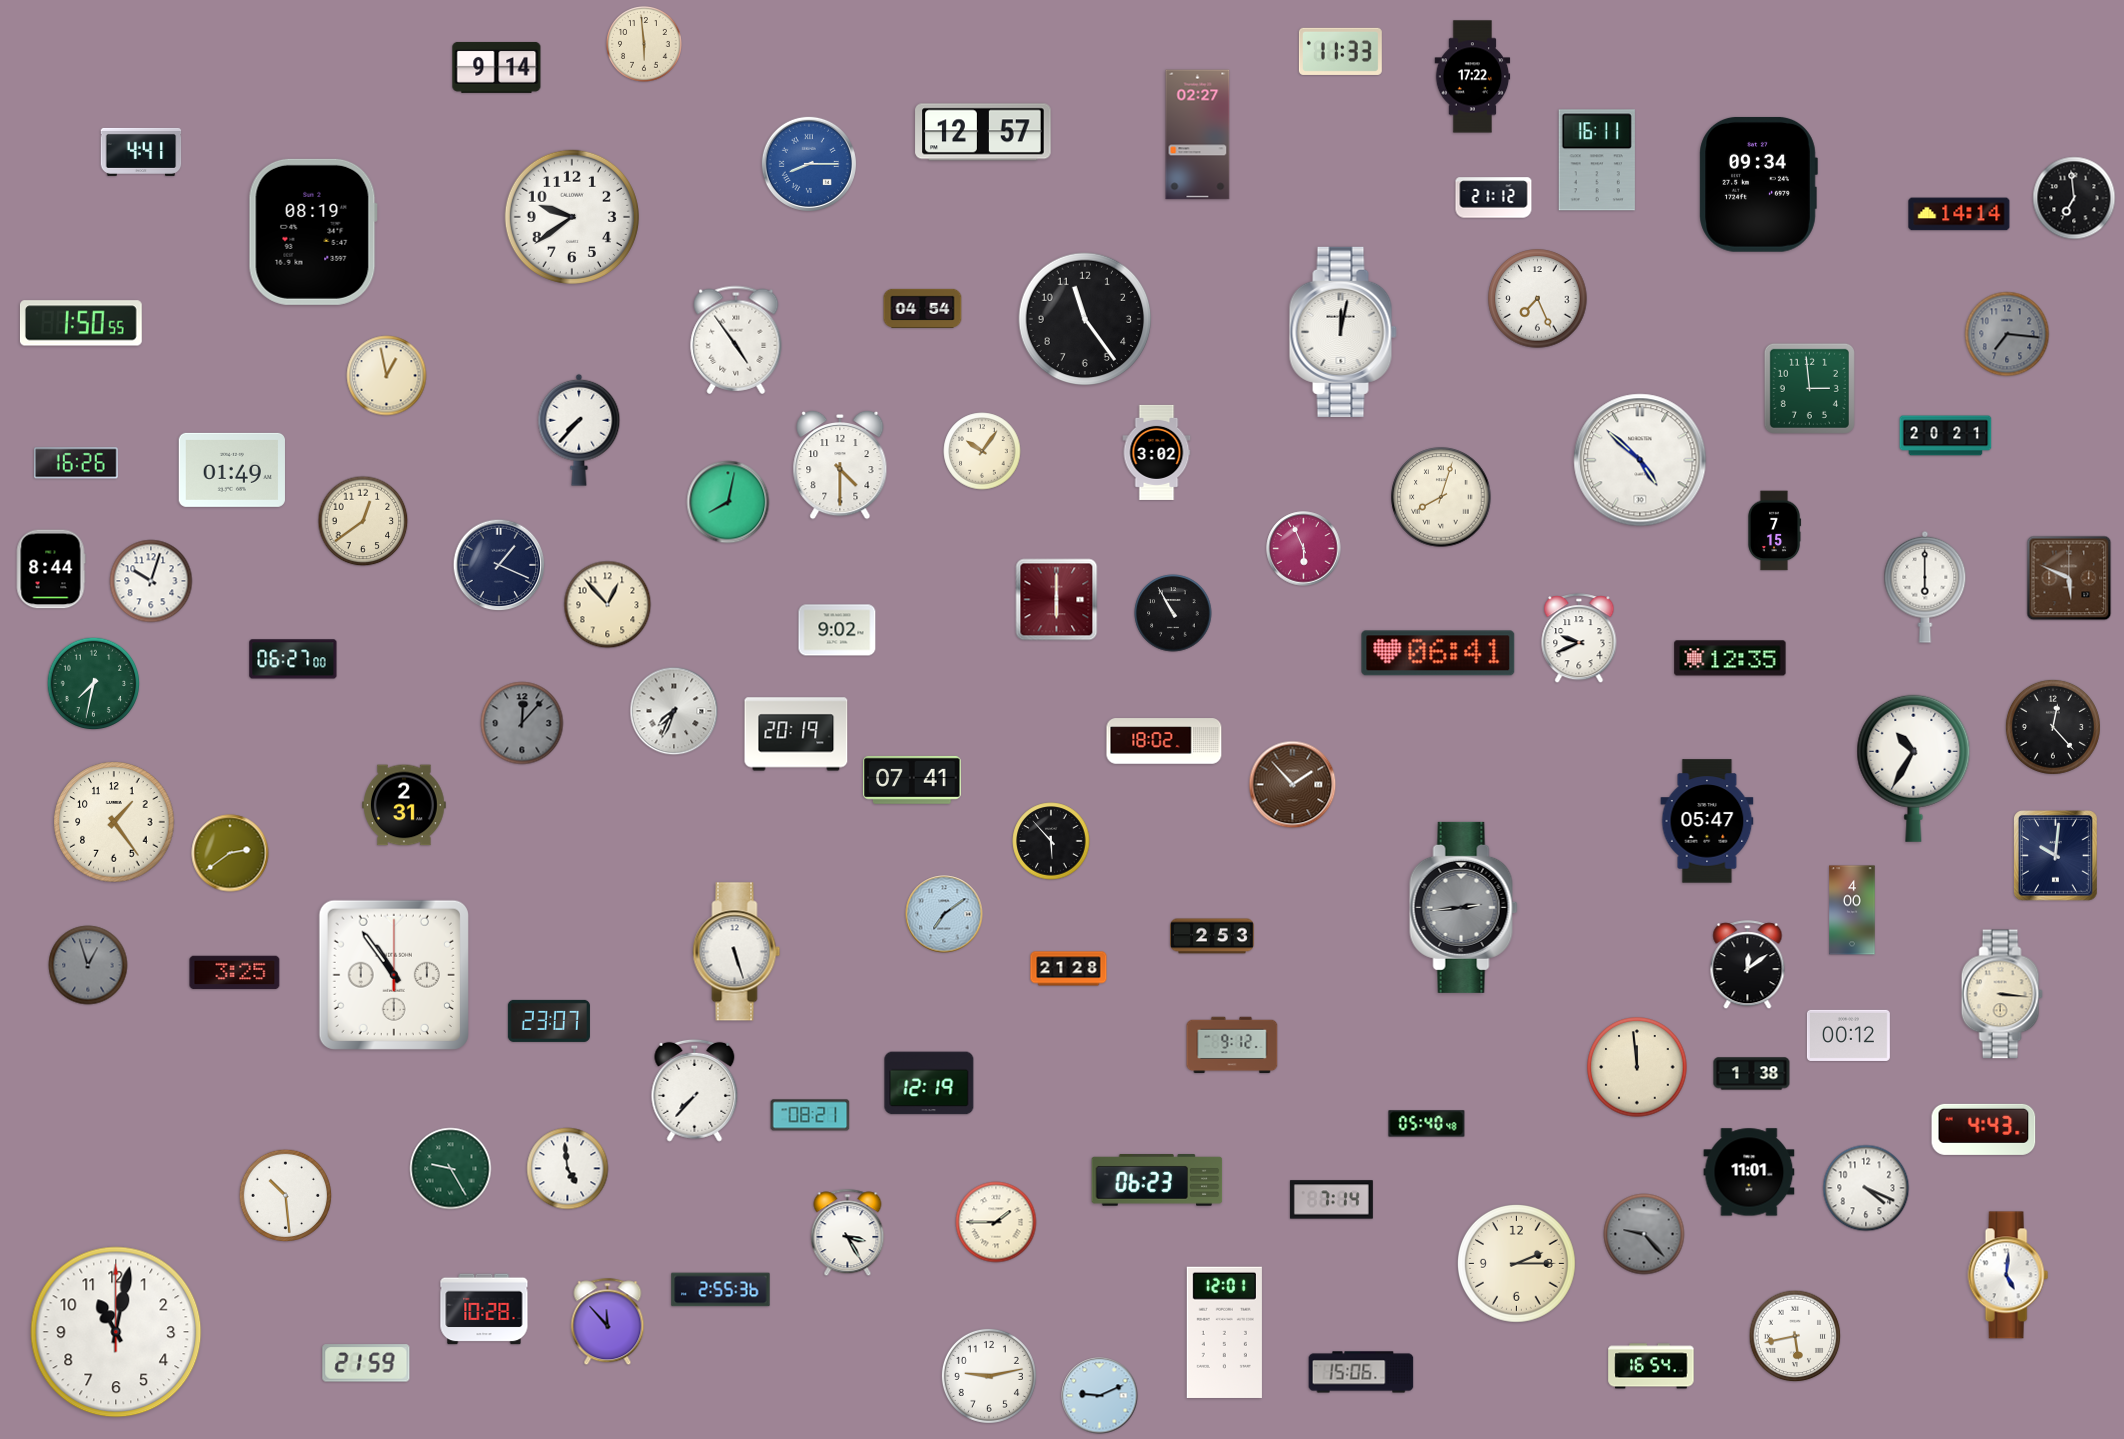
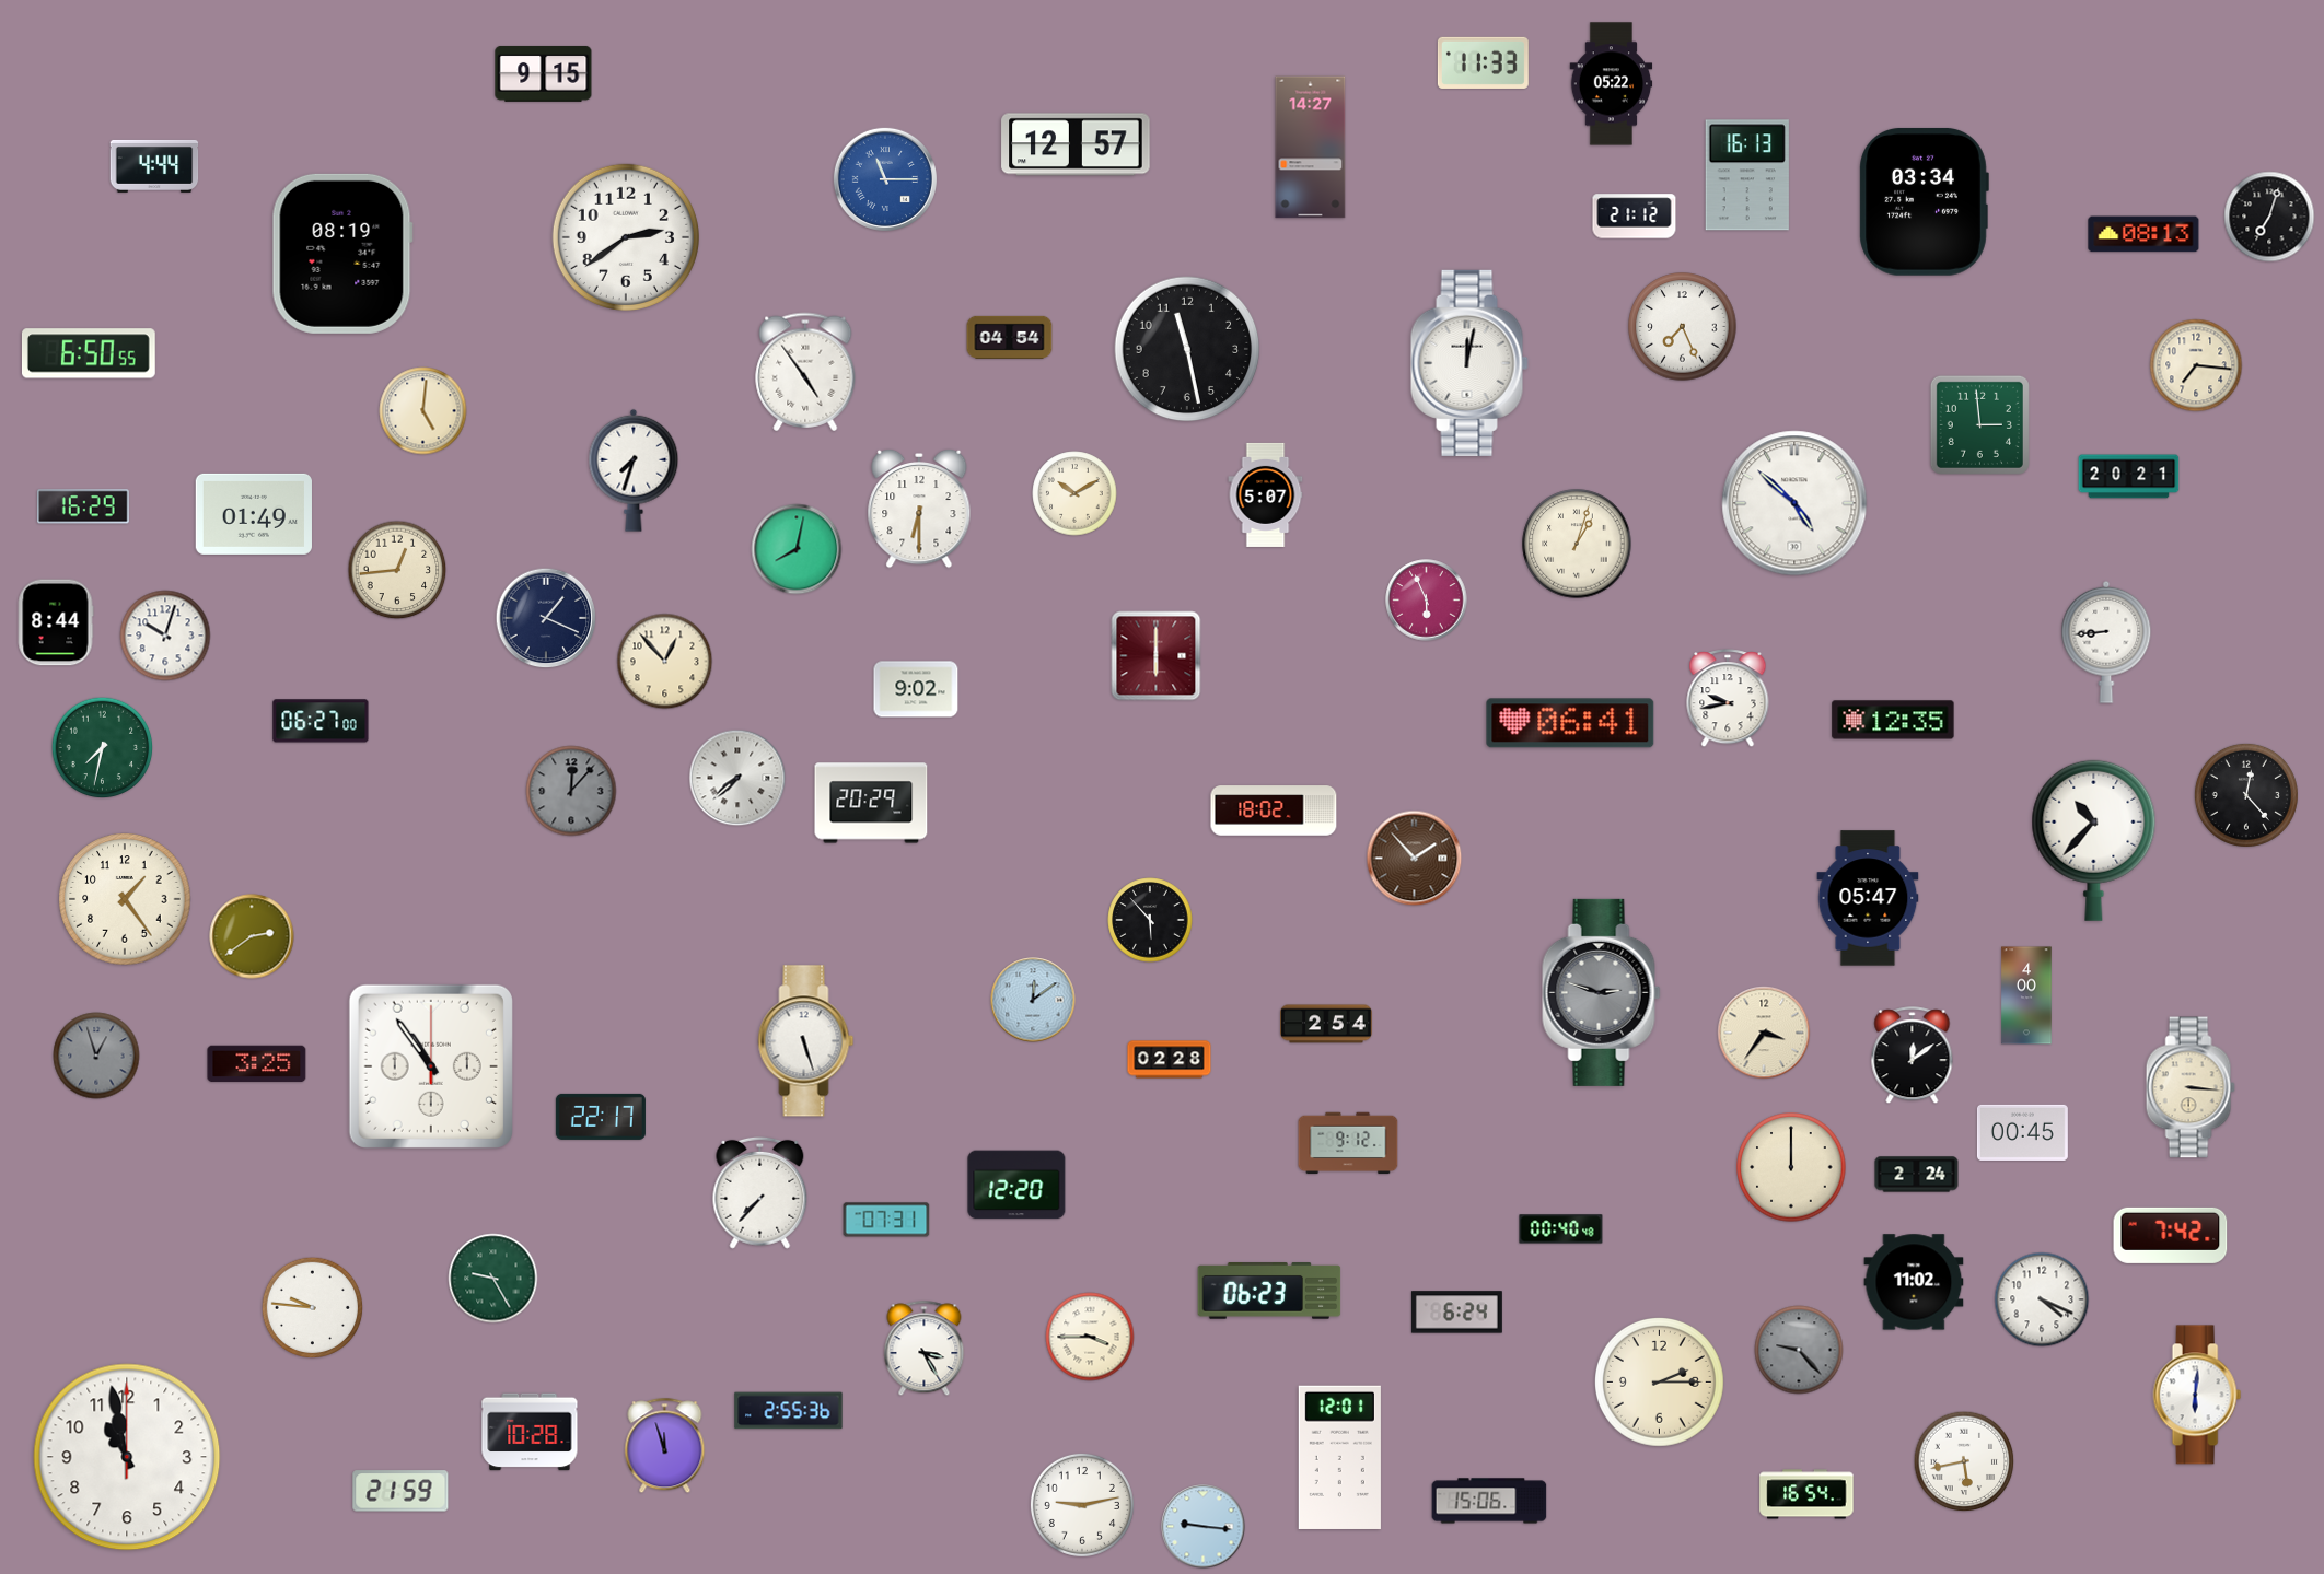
clock at (645, 45): 5:59 -> none
clock at (1340, 51) position: (1340, 51) -> (1483, 62)
clock at (497, 67): 9:14 -> 9:15
clock at (1473, 77): 17:22 -> 05:22
clock at (1198, 135): 02:27 -> 14:27
clock at (141, 152): 4:41 -> 4:44
clock at (1597, 160): 16:11 -> 16:13
clock at (809, 164): 8:15 -> 11:15
clock at (1758, 184): 09:34 -> 03:34
clock at (2074, 198): 6:59 -> 7:03
clock at (1959, 214): 14:14 -> 08:13
clock at (572, 217): 9:39 -> 2:39
clock at (1085, 319): 11:24 -> 11:28
clock at (81, 323): 1:50 -> 6:50
clock at (2007, 334) dial: grey -> cream
clock at (387, 376): 12:58 -> 5:01
clock at (579, 430): 7:37 -> 7:33
clock at (982, 451): 10:06 -> 10:10
clock at (1157, 452): 3:02 -> 5:07
clock at (76, 463): 16:26 -> 16:29
clock at (840, 465): 4:30 -> 6:30
clock at (1441, 497): 8:03 -> 1:03
clock at (363, 521): 12:39 -> 12:44
clock at (1774, 531): 7:15 -> none
clock at (2069, 578): 5:49 -> none
clock at (1925, 587): 6:00 -> 8:44
clock at (1173, 613): 10:55 -> none
clock at (1579, 639): 9:41 -> 9:43
clock at (1438, 653) position: (1438, 653) -> (1570, 723)
clock at (674, 711): 7:34 -> 7:38
clock at (796, 734): 20:19 -> 20:29
clock at (1914, 768): 10:35 -> 10:37
clock at (912, 780): 07:41 -> none
clock at (405, 805): 2:31 -> none
clock at (230, 853) position: (230, 853) -> (252, 936)
clock at (2056, 856): 10:01 -> none
clock at (1464, 907): 2:44 -> 2:48
clock at (944, 914): 7:09 -> 12:09
clock at (1212, 936): 2:53 -> 2:54
clock at (1764, 1033): none -> 3:36
clock at (1069, 969): 21:28 -> 02:28
clock at (549, 1021): 23:07 -> 22:17
clock at (1848, 1035): 00:12 -> 00:45
clock at (1637, 1067): 11:59 -> 12:00
clock at (1752, 1074): 1:38 -> 2:24
clock at (929, 1083): 12:19 -> 12:20
clock at (810, 1115): 08:21 -> 07:31
clock at (1427, 1124): 05:40 -> 00:40
clock at (1984, 1129): 4:43 -> 7:42
clock at (568, 1169): 4:59 -> none
clock at (1749, 1172): 11:01 -> 11:02
clock at (1157, 1181) position: (1157, 1181) -> (1269, 1292)
clock at (286, 1196): 10:29 -> 9:46
clock at (1331, 1200): 7:14 -> 6:24
clock at (996, 1222): 1:45 -> 3:45
clock at (848, 1233) position: (848, 1233) -> (925, 1349)
clock at (2008, 1275): 5:01 -> 6:01
clock at (608, 1322): 11:53 -> 11:57
clock at (116, 1332): 11:02 -> 10:58
clock at (1100, 1396): 9:11 -> 9:16
